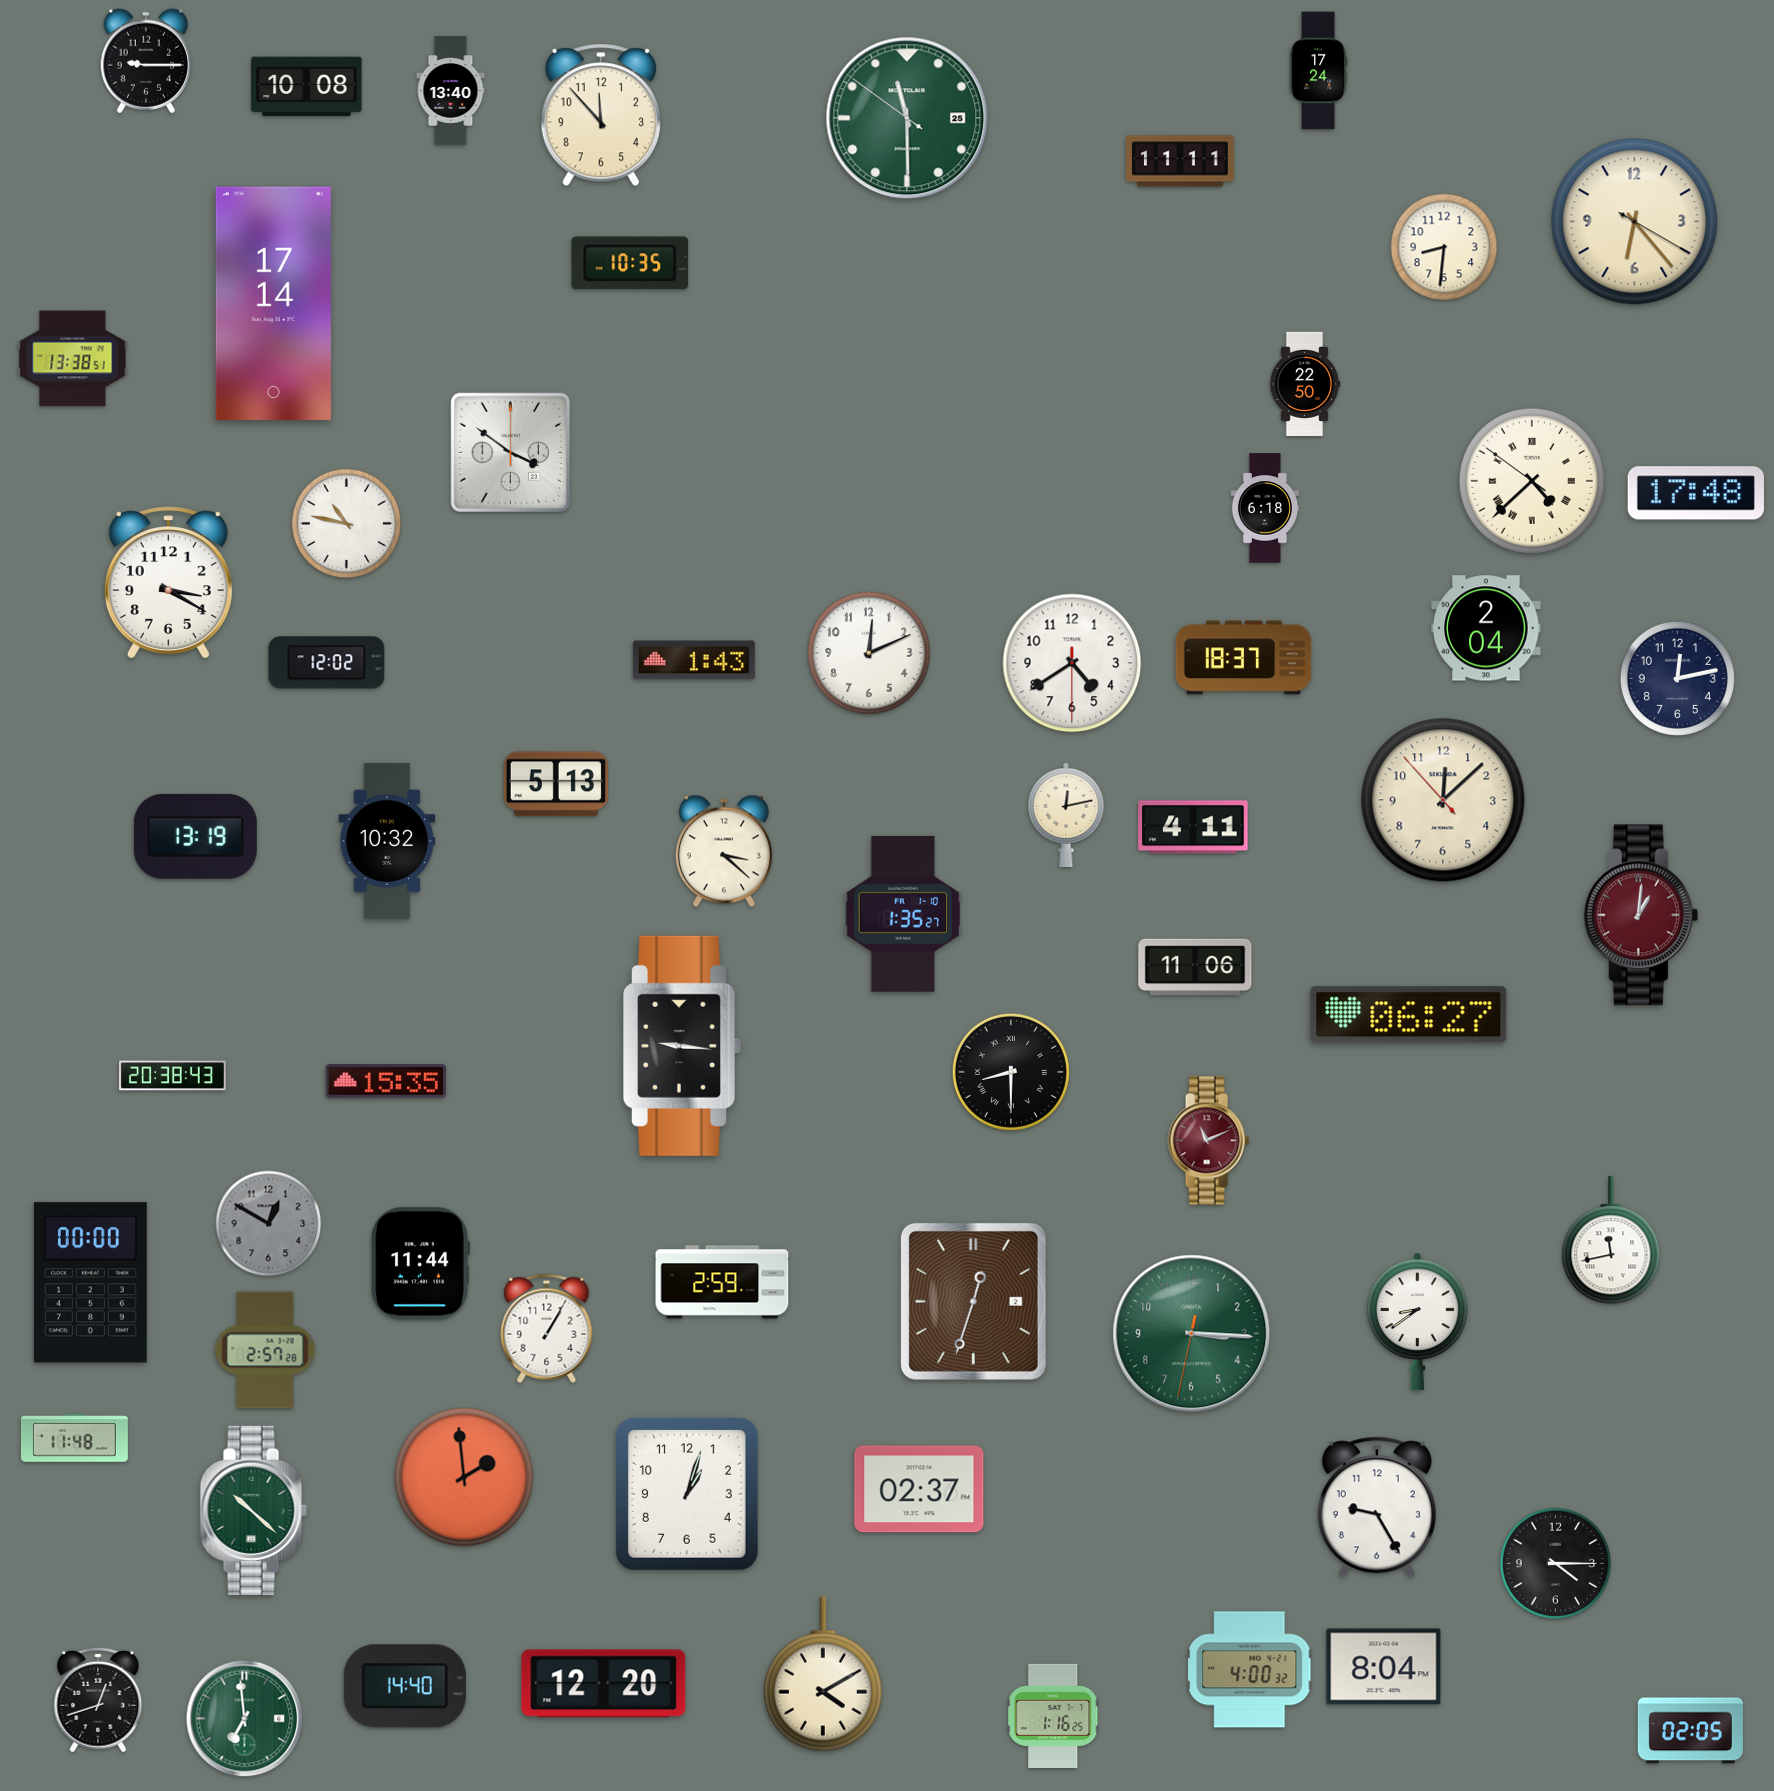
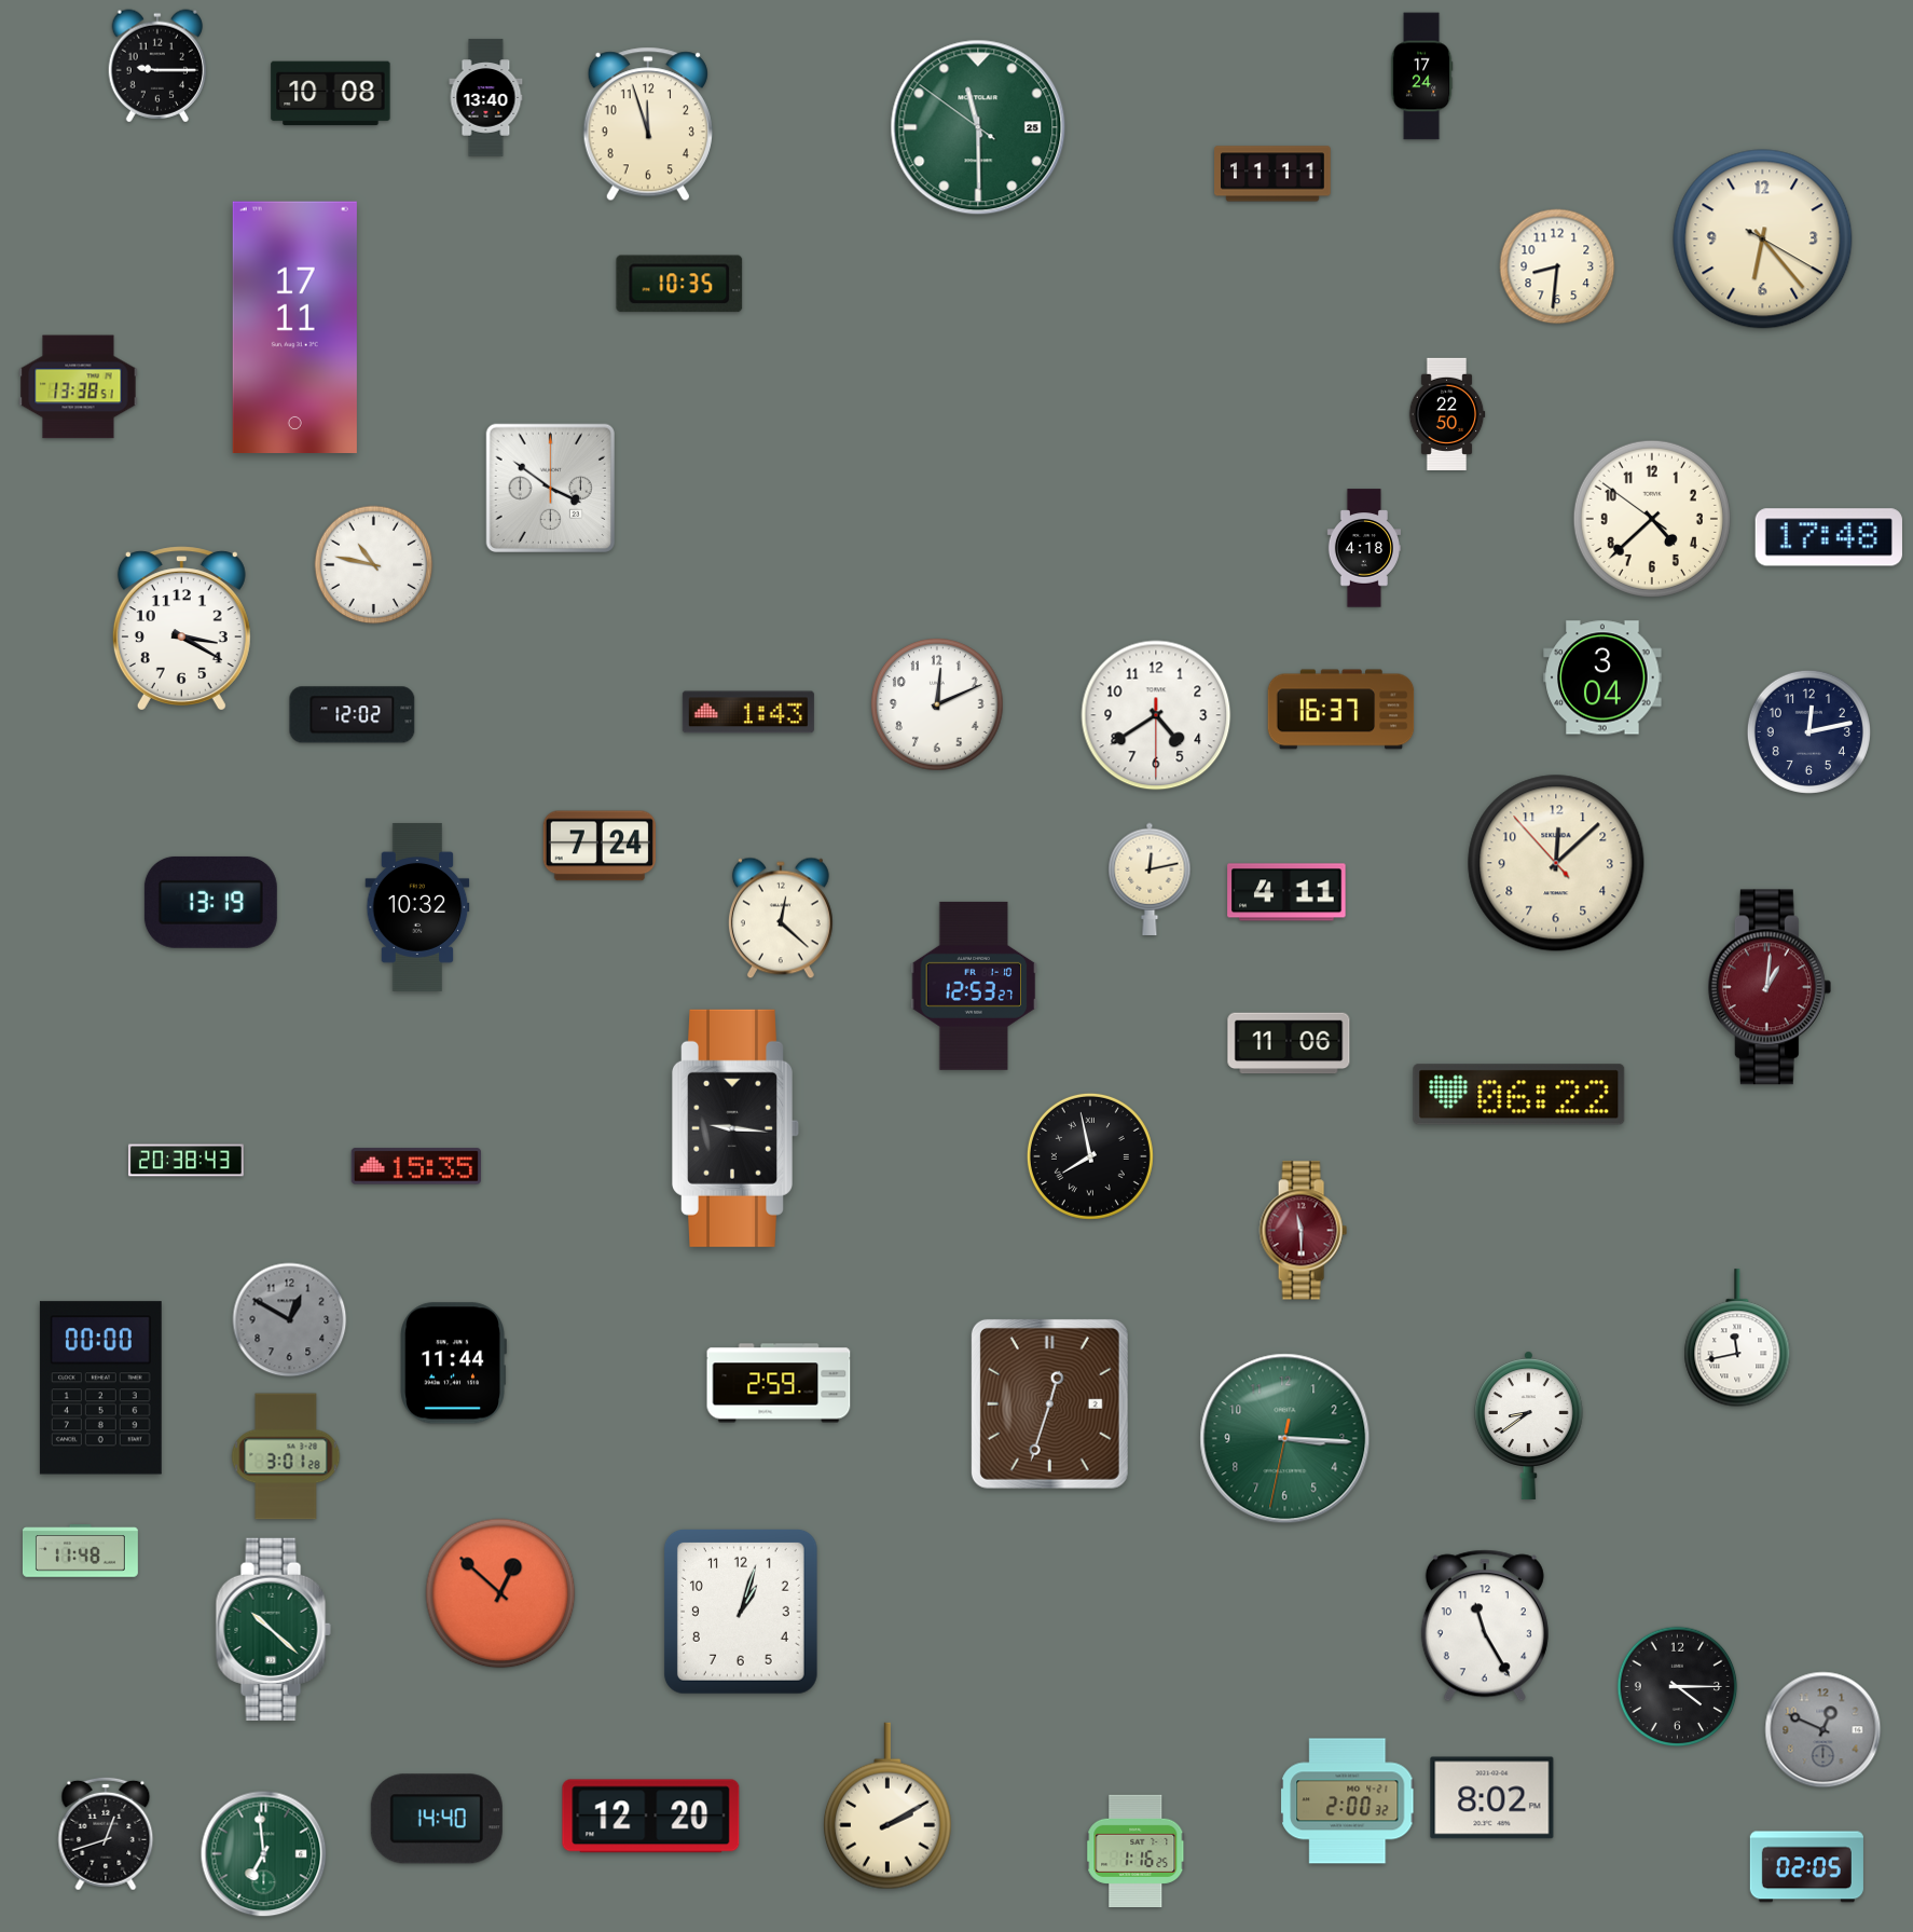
clock at (601, 115): 11:53 -> 11:57
clock at (273, 303): 17:14 -> 17:11
clock at (1305, 383) position: (1305, 383) -> (1447, 413)
clock at (1532, 481) numerals: Roman -> Arabic
clock at (1696, 493) position: (1696, 493) -> (1829, 537)
clock at (1265, 508): 6:18 -> 4:18
clock at (1486, 628): 2:04 -> 3:04
clock at (1244, 658): 18:37 -> 16:37
clock at (556, 784): 5:13 -> 7:24
clock at (724, 851): 3:22 -> 12:22
clock at (903, 914): 1:35 -> 12:53
clock at (1409, 1015): 06:27 -> 06:22
clock at (1011, 1072): 8:30 -> 7:58
clock at (1208, 1141): 11:11 -> 11:30
clock at (90, 1283) position: (90, 1283) -> (100, 1388)
clock at (547, 1328): 1:05 -> none
clock at (265, 1350): 2:57 -> 3:01
clock at (464, 1477): 1:59 -> 12:52
clock at (919, 1489): 02:37 -> none
clock at (1377, 1507): 9:25 -> 11:25
clock at (1823, 1730): none -> 12:49
clock at (1384, 1667): 8:04 -> 8:02
clock at (1250, 1670): 4:00 -> 2:00
clock at (823, 1674): 4:10 -> 2:10
clock at (1690, 1731) position: (1690, 1731) -> (1806, 1867)
